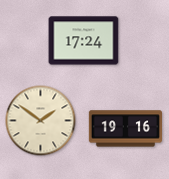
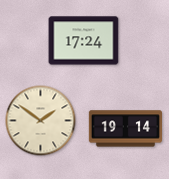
clock at (125, 129): 19:16 -> 19:14
